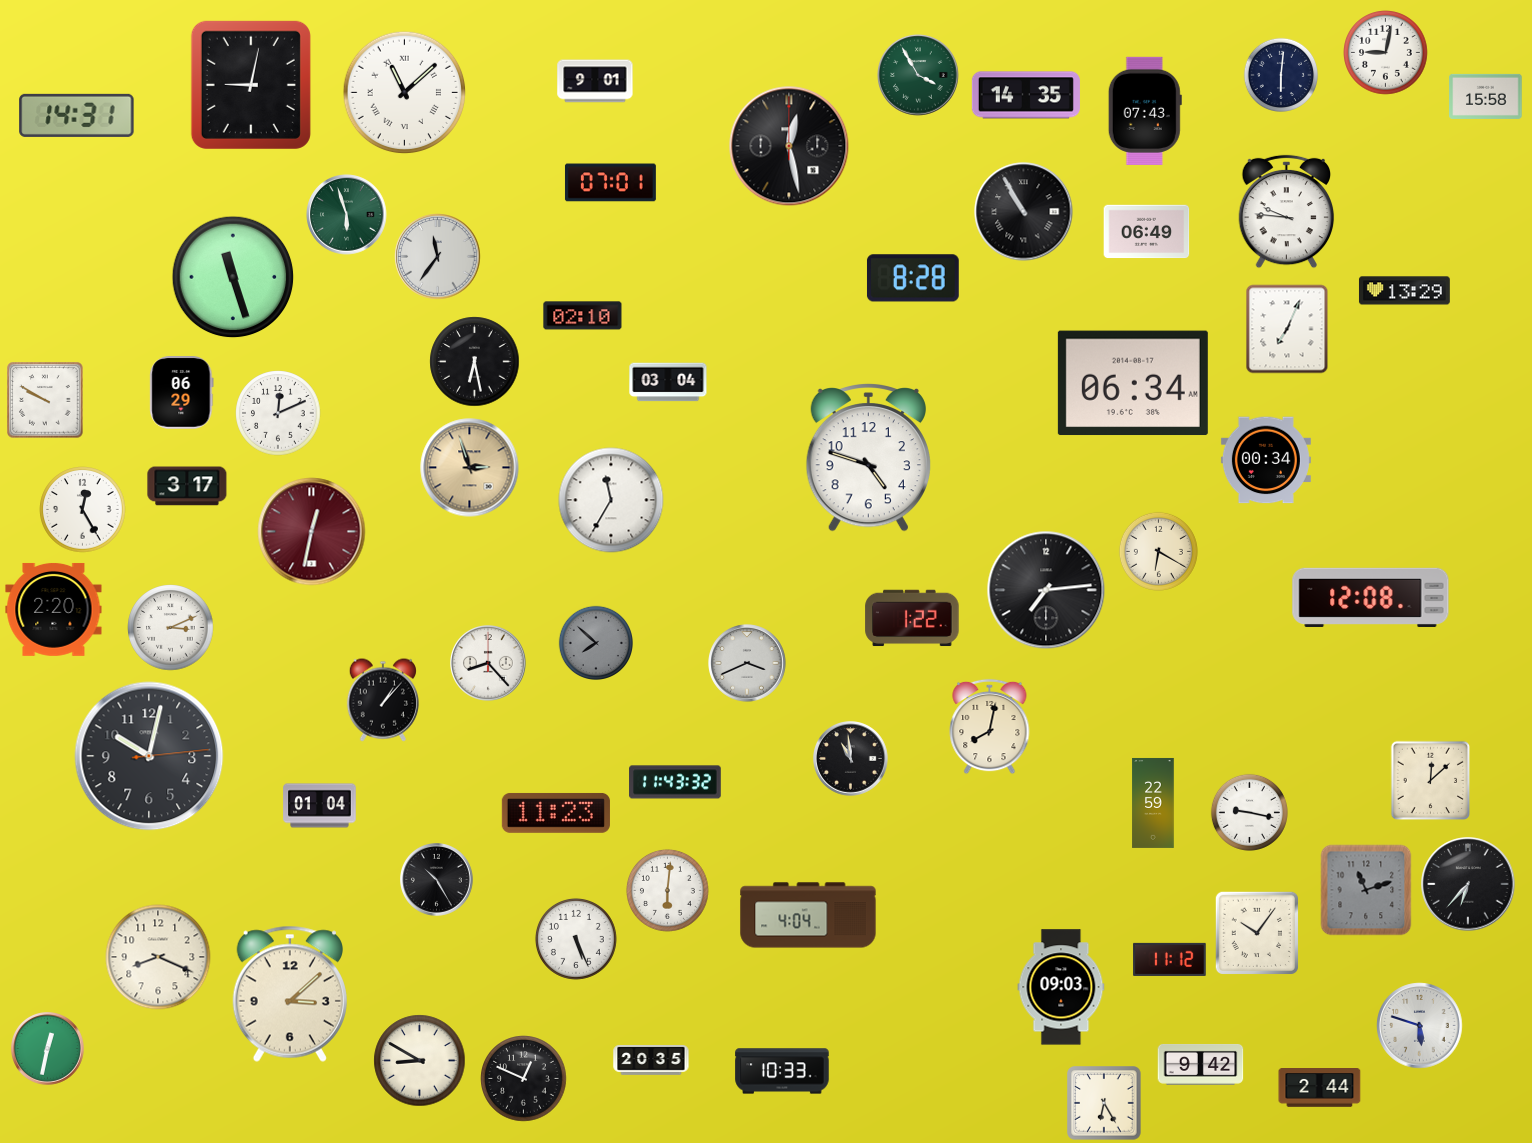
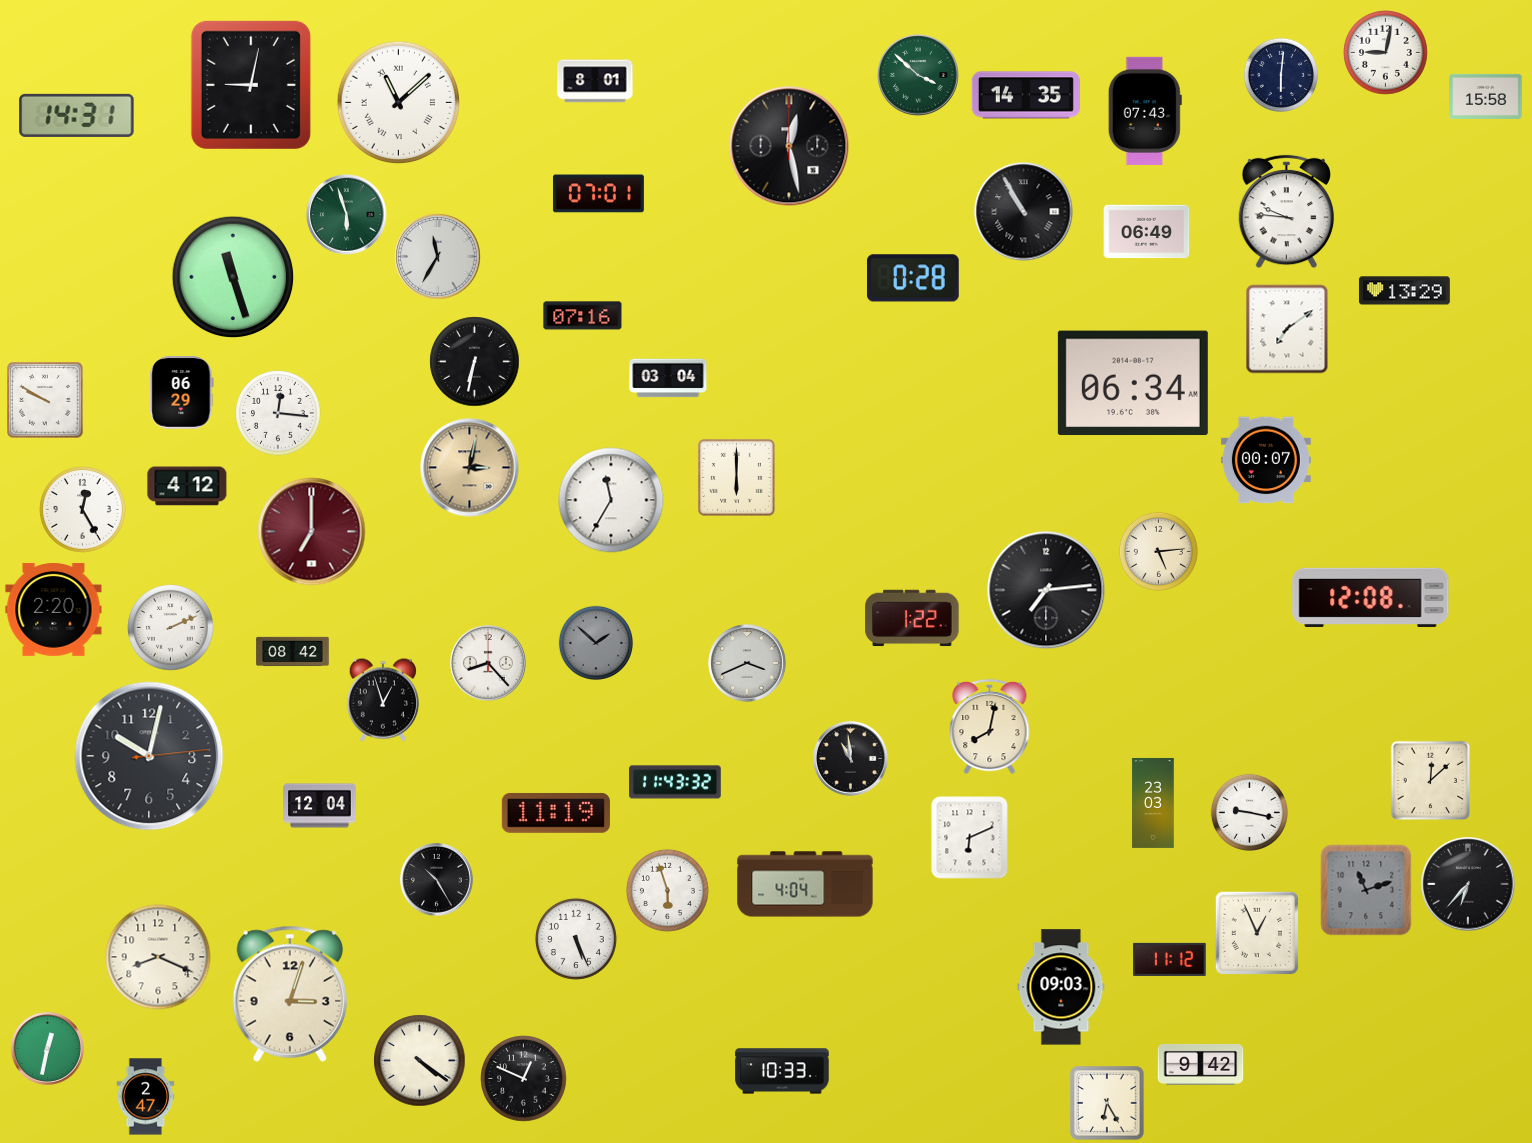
clock at (918, 75): 3:55 -> 3:52
clock at (595, 81): 9:01 -> 8:01
clock at (405, 93) position: (405, 93) -> (399, 103)
clock at (610, 183) position: (610, 183) -> (598, 194)
clock at (438, 257): 11:36 -> 11:35
clock at (913, 278): 8:28 -> 0:28
clock at (583, 316): 02:10 -> 07:16
clock at (1287, 329): 7:04 -> 7:09
clock at (475, 362): 6:28 -> 6:32
clock at (668, 382) position: (668, 382) -> (668, 378)
clock at (278, 413): 12:11 -> 12:16
clock at (868, 457): 4:48 -> none
clock at (1266, 460): 00:34 -> 00:07
clock at (470, 468): 2:57 -> 3:02
clock at (736, 477): none -> 6:00
clock at (187, 486): 3:17 -> 4:12
clock at (312, 532): 12:32 -> 7:00
clock at (1158, 551): 6:20 -> 5:14
clock at (171, 628): 3:11 -> 2:11
clock at (595, 642): 7:52 -> 1:52
clock at (293, 652): none -> 08:42
clock at (383, 700): 1:07 -> 12:57
clock at (1153, 803): 22:59 -> 23:03
clock at (320, 806): 01:04 -> 12:04
clock at (556, 813): 11:23 -> 11:19
clock at (970, 838): none -> 6:11
clock at (667, 890): 6:01 -> 5:57
clock at (808, 915) position: (808, 915) -> (805, 884)
clock at (1256, 932): 10:06 -> 12:56
clock at (290, 994): 3:08 -> 3:03
clock at (1420, 1026): 5:48 -> none
clock at (420, 1061): 8:50 -> 4:21
clock at (651, 1061): 20:35 -> none
clock at (1320, 1088): 2:44 -> none
clock at (146, 1097): none -> 2:47
clock at (1104, 1103) position: (1104, 1103) -> (1107, 1103)
